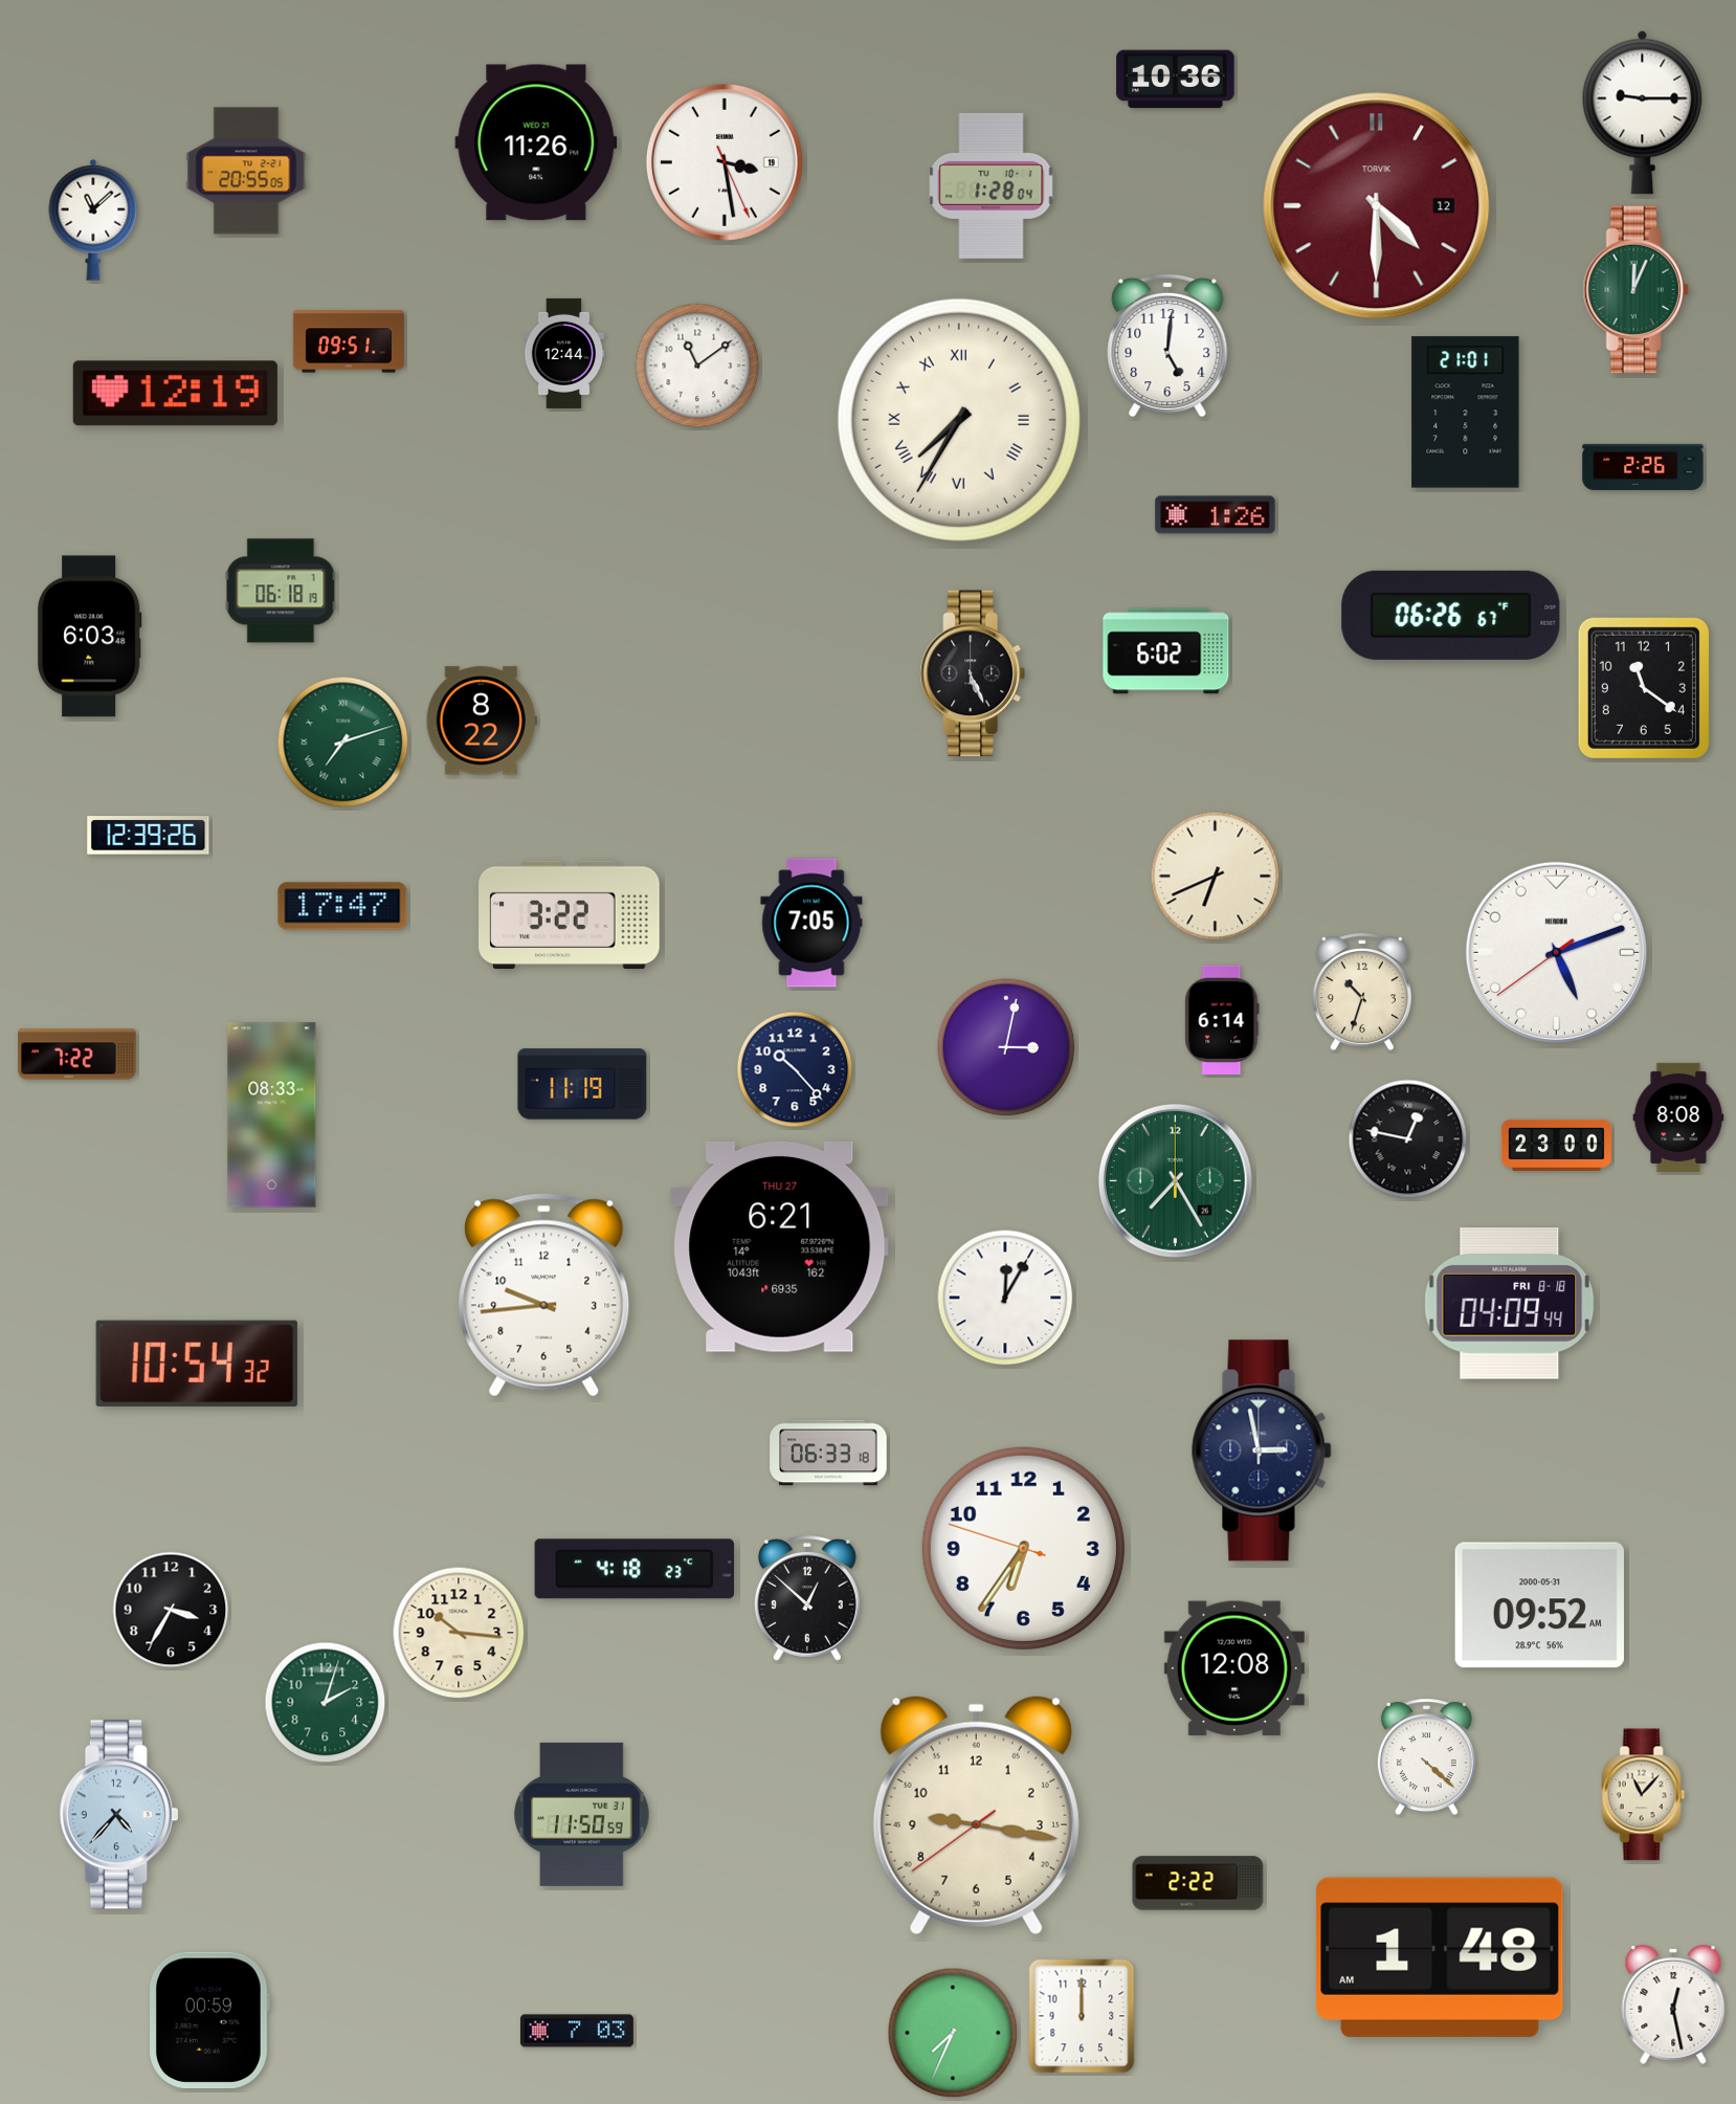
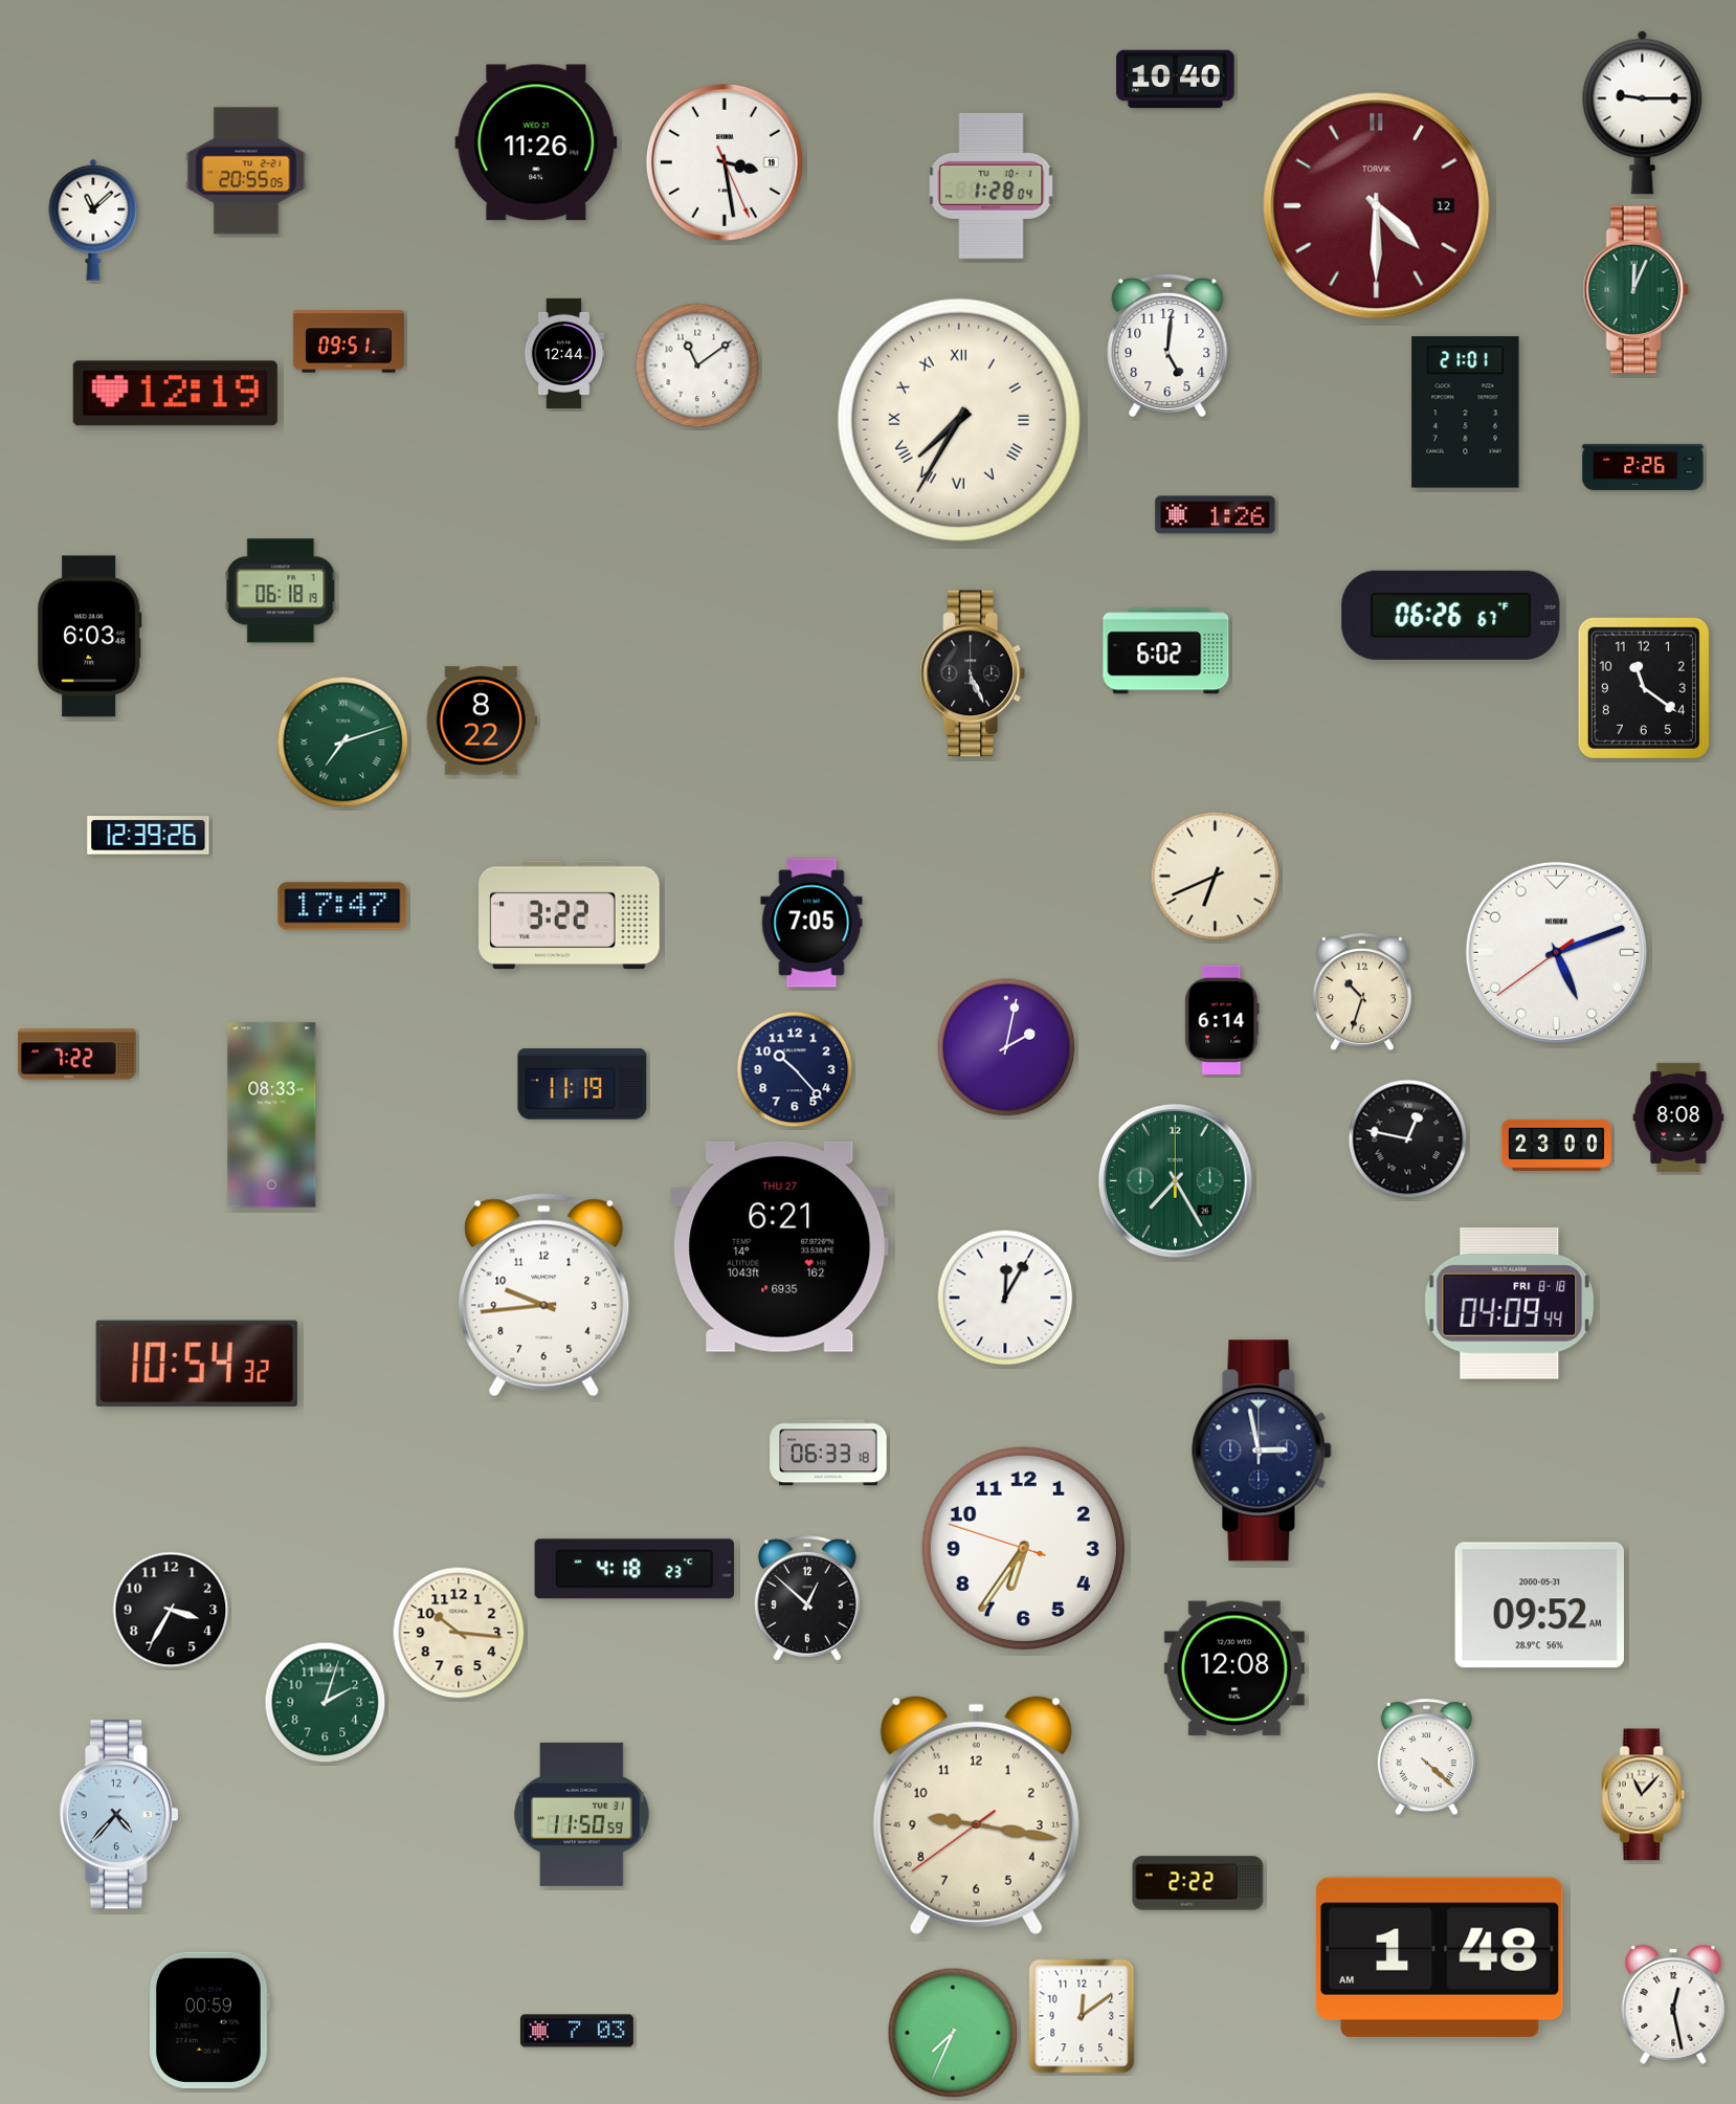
clock at (1176, 80): 10:36 -> 10:40
clock at (1006, 1047): 3:02 -> 2:02
clock at (1082, 2016): 12:00 -> 12:09
